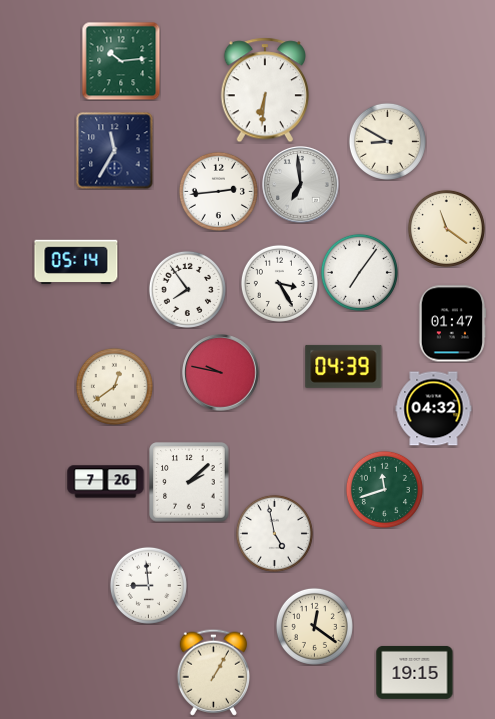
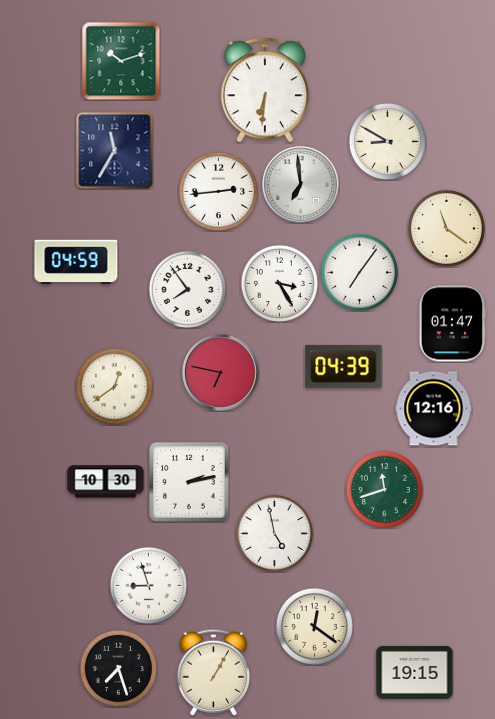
clock at (121, 61): 10:14 -> 10:12
clock at (76, 262): 05:14 -> 04:59
clock at (221, 373): 9:47 -> 6:47
clock at (434, 409): 04:32 -> 12:16
clock at (106, 482): 7:26 -> 10:30
clock at (189, 482): 2:08 -> 2:13
clock at (148, 585): 8:59 -> 8:57
clock at (118, 668): none -> 7:27
